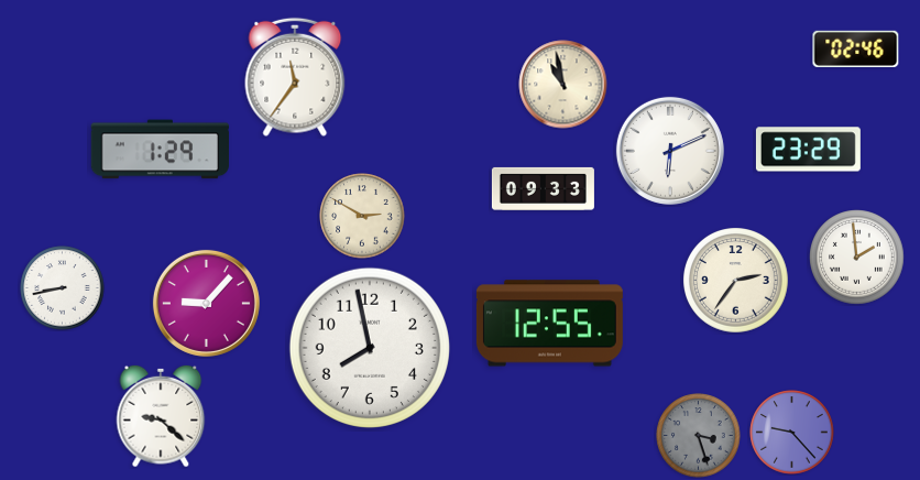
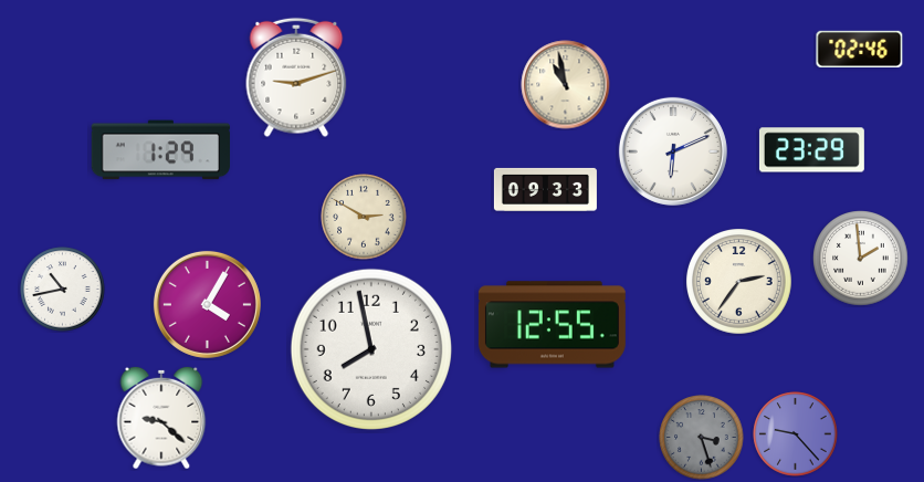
clock at (295, 77): 11:36 -> 9:12
clock at (63, 288): 8:43 -> 10:43
clock at (206, 303): 9:07 -> 4:05
